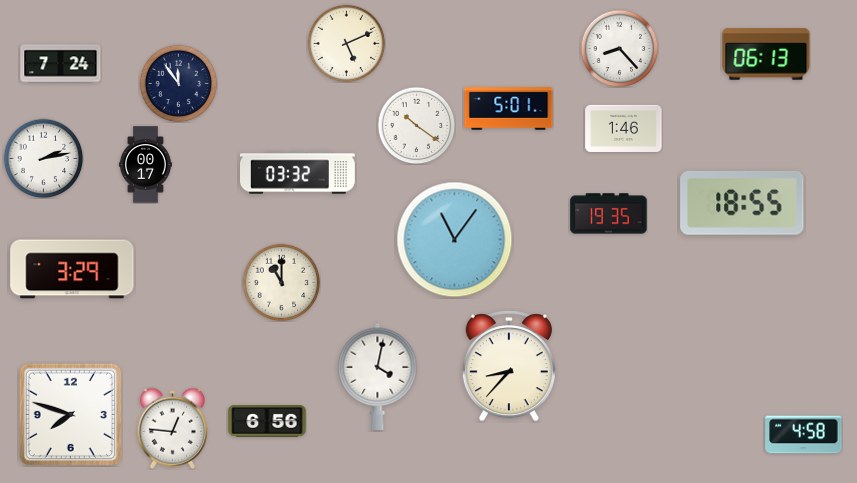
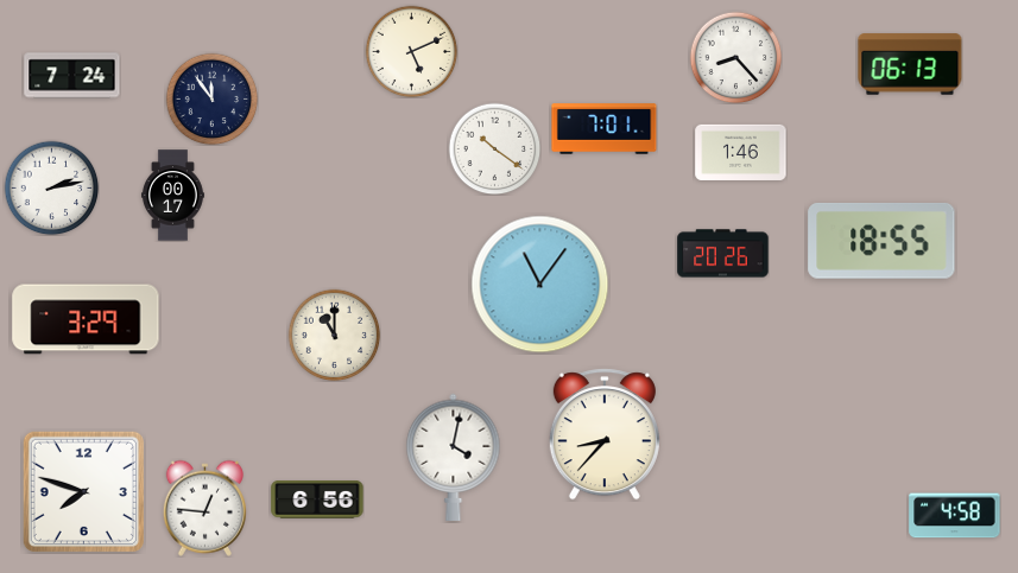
clock at (509, 109): 5:01 -> 7:01
clock at (298, 173): 03:32 -> none
clock at (609, 214): 19:35 -> 20:26
clock at (378, 376) position: (378, 376) -> (454, 457)
